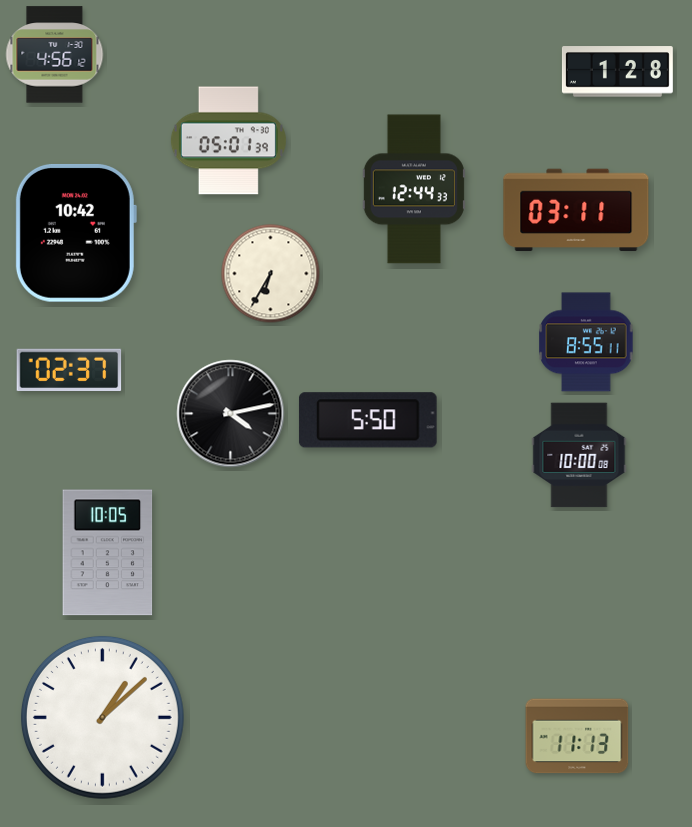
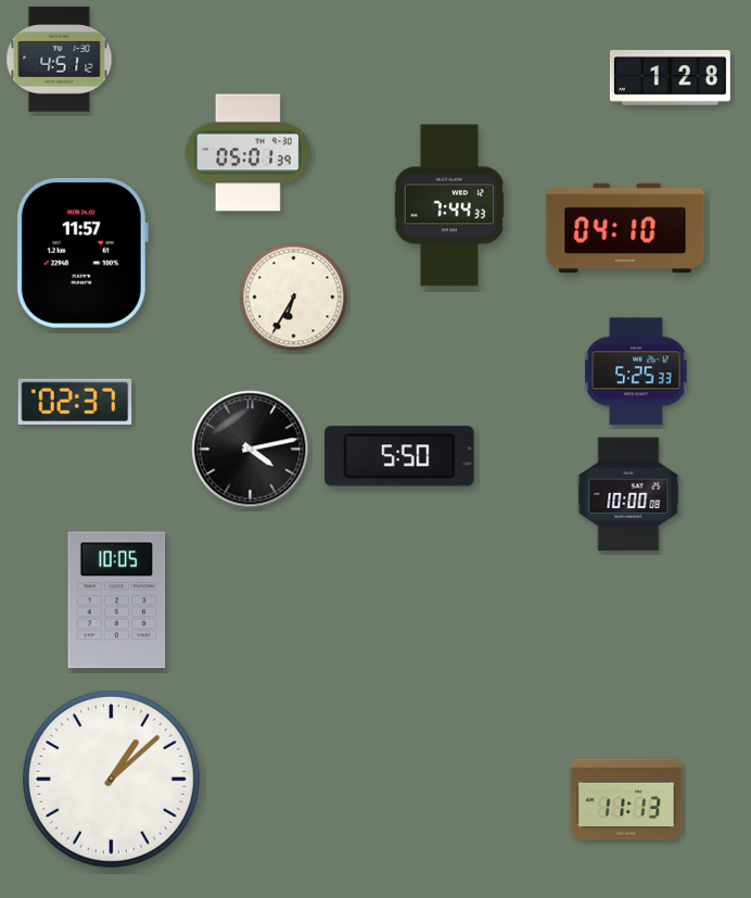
clock at (55, 55): 4:56 -> 4:51
clock at (414, 189): 12:44 -> 7:44
clock at (576, 210): 03:11 -> 04:10
clock at (76, 233): 10:42 -> 11:57
clock at (586, 342): 8:55 -> 5:25
